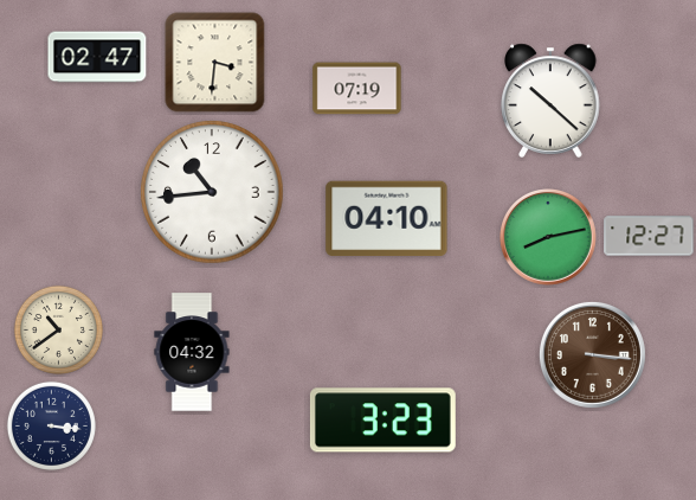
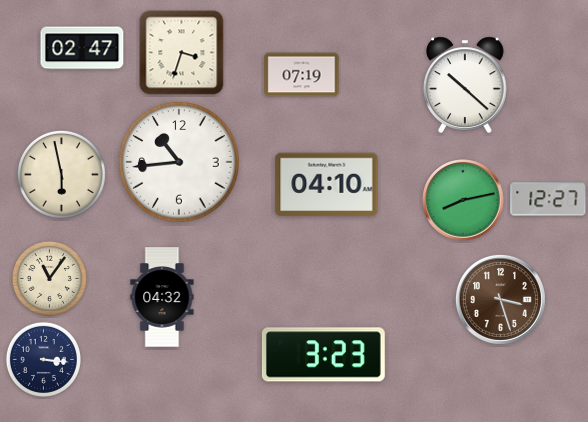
clock at (215, 63): 3:31 -> 3:33
clock at (61, 174): none -> 5:58
clock at (58, 329): 10:39 -> 11:06
clock at (592, 354): 3:16 -> 3:27
